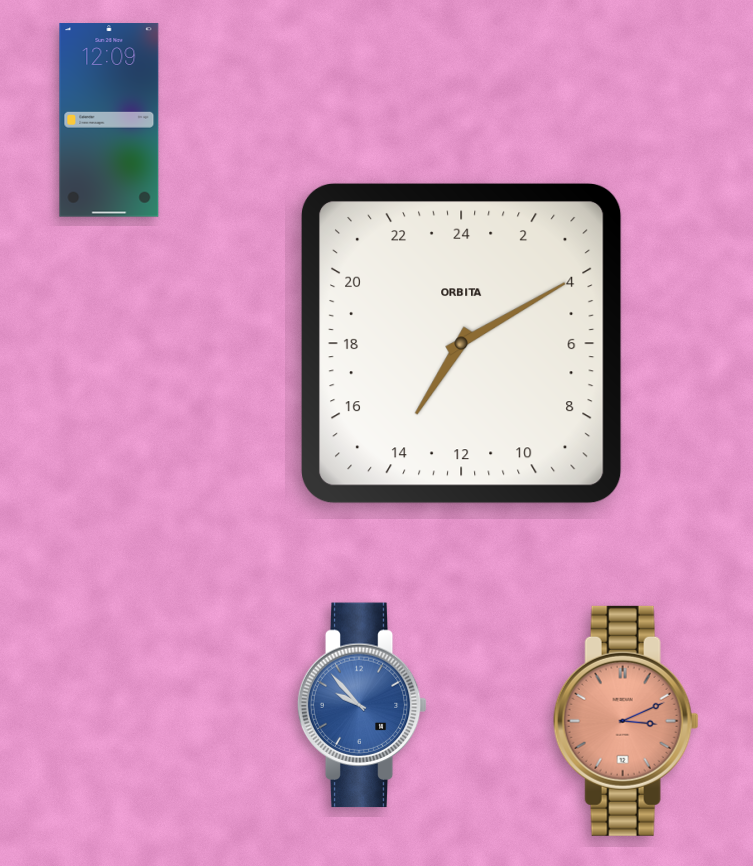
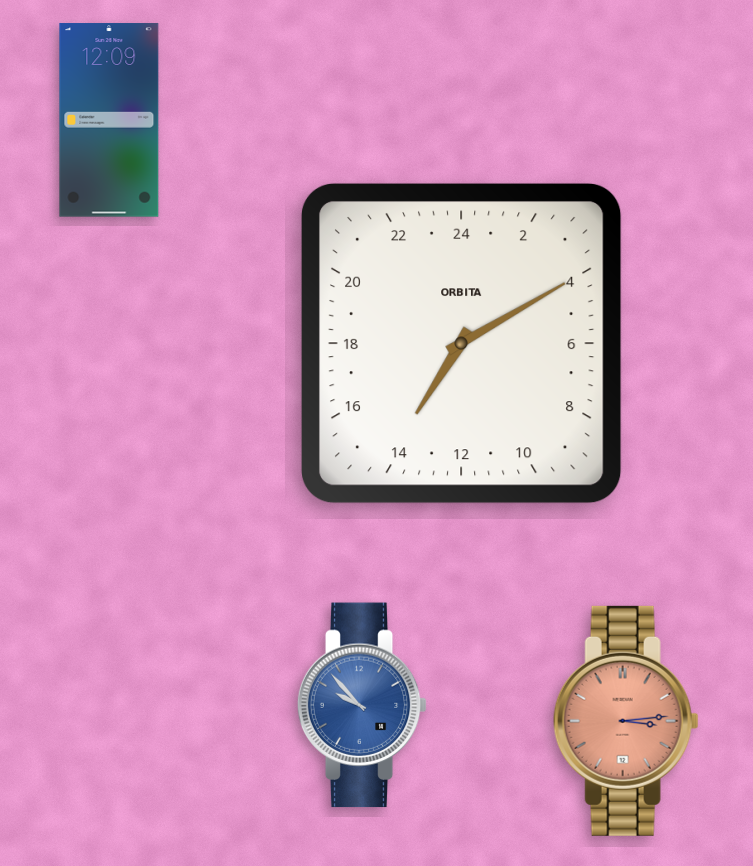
clock at (626, 721): 3:11 -> 3:14
